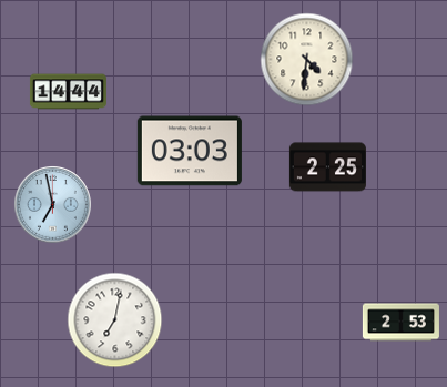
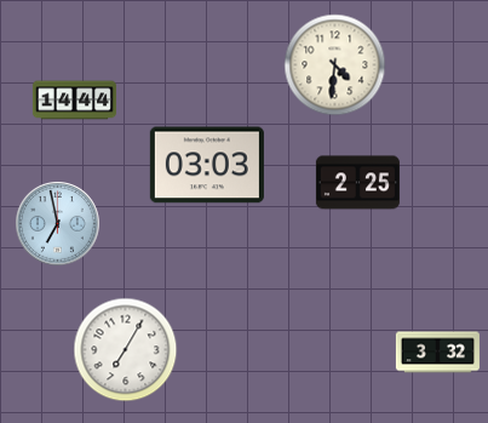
clock at (115, 320): 7:02 -> 7:05
clock at (400, 323): 2:53 -> 3:32
